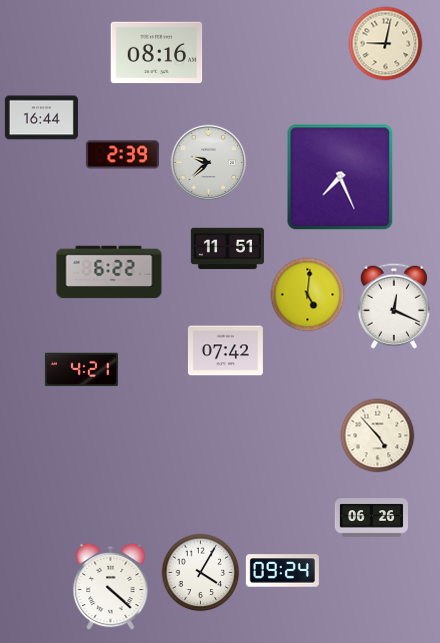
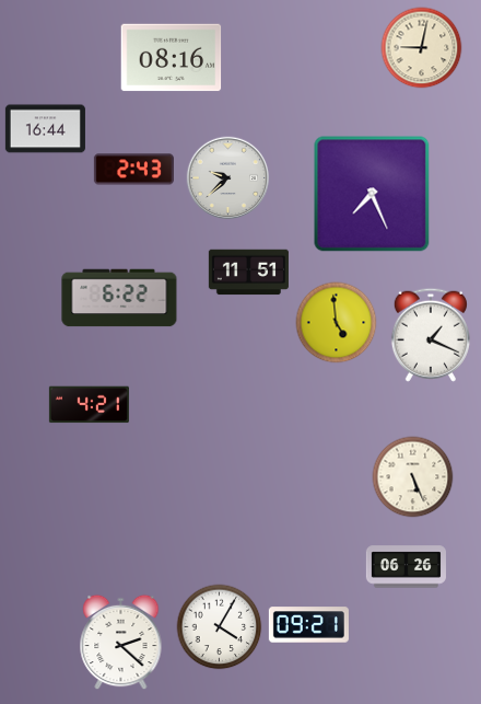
clock at (122, 155): 2:39 -> 2:43
clock at (308, 295): 5:01 -> 4:59
clock at (394, 306): 12:19 -> 1:19
clock at (225, 351): 07:42 -> none
clock at (378, 436): 4:53 -> 5:26
clock at (282, 571): 09:24 -> 09:21
clock at (111, 587): 4:22 -> 2:22
